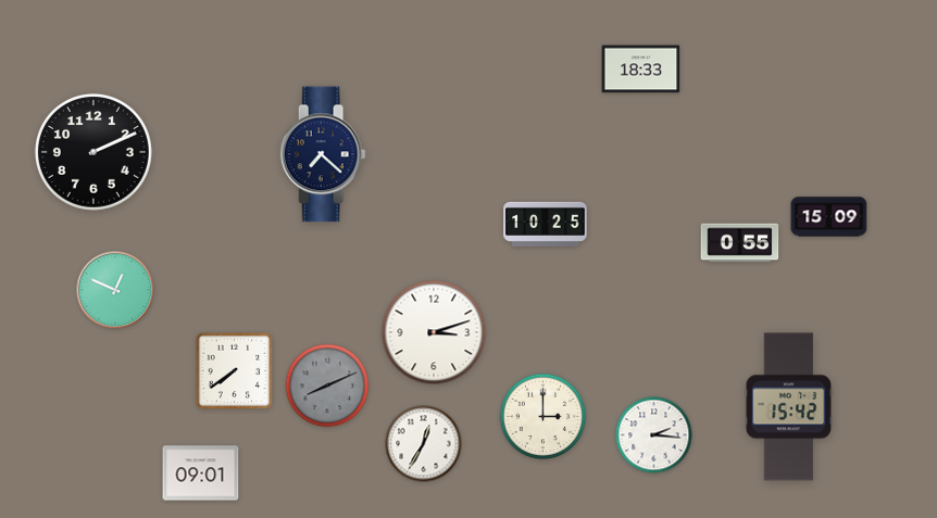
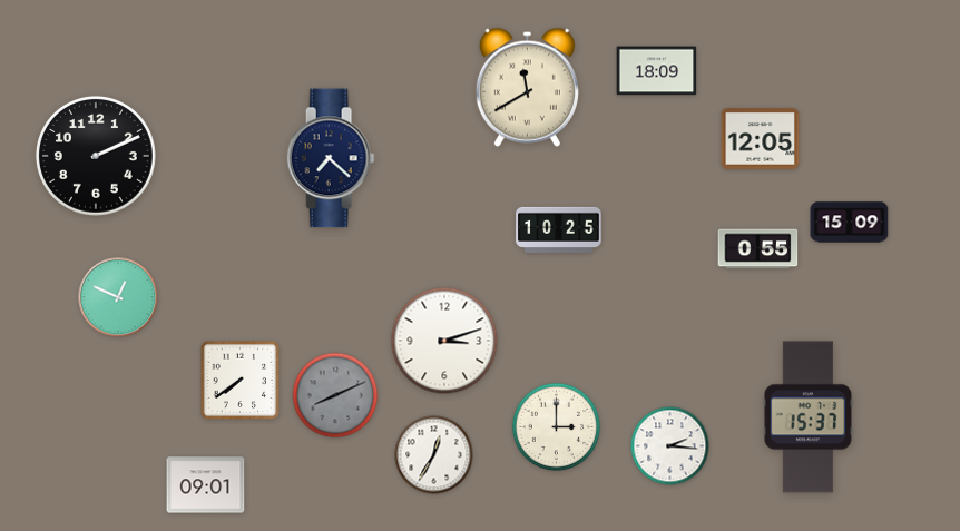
clock at (641, 70): 18:33 -> 18:09
clock at (527, 87): none -> 11:40
clock at (761, 139): none -> 12:05
clock at (789, 407): 15:42 -> 15:37
